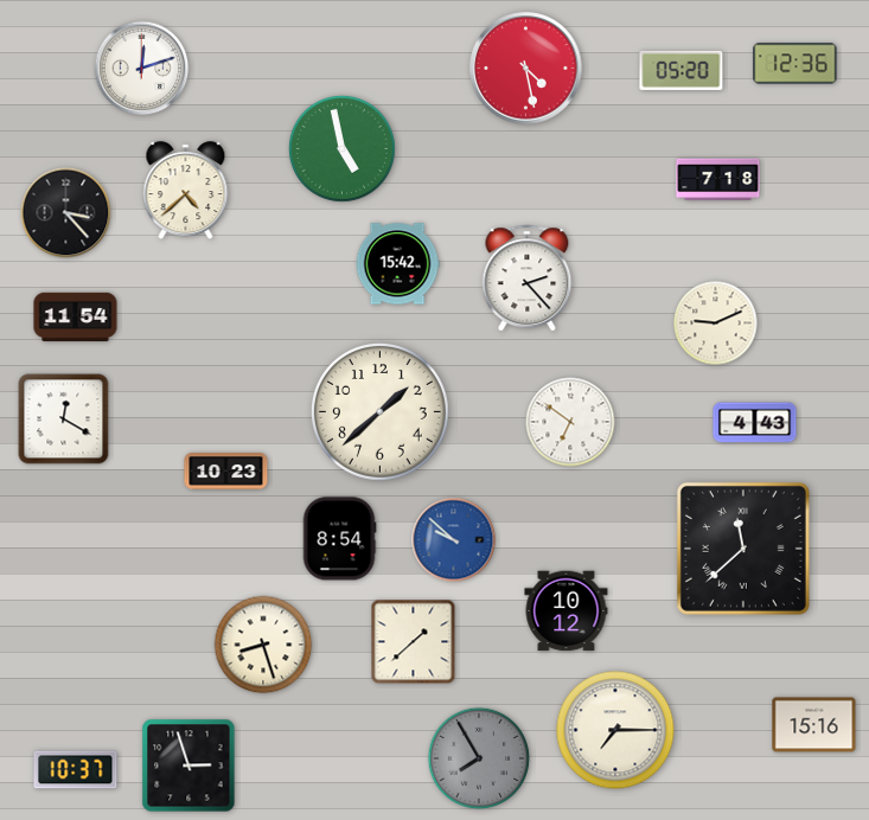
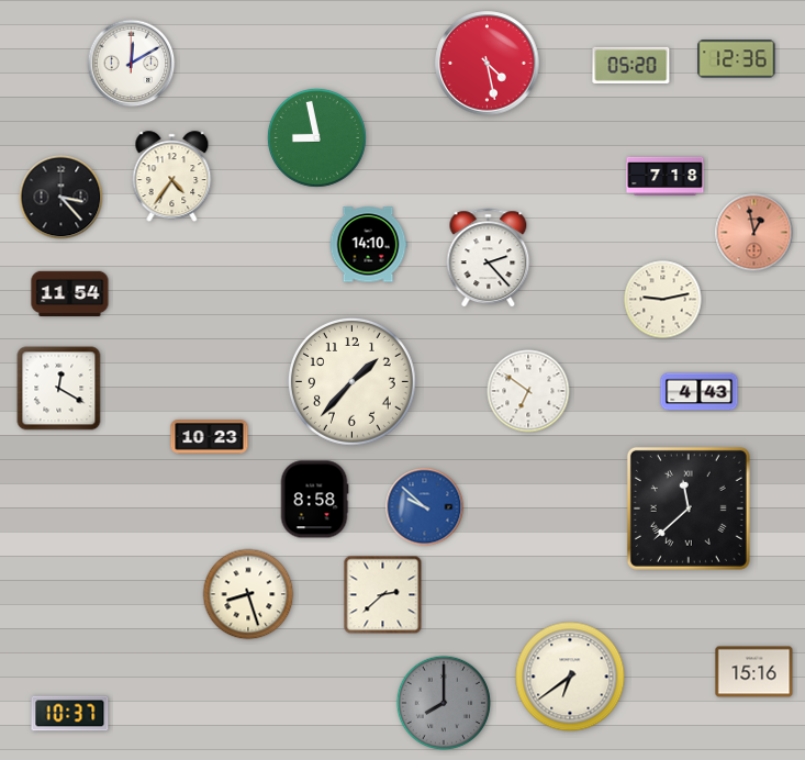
clock at (142, 69): 12:12 -> 12:10
clock at (341, 148): 4:58 -> 8:58
clock at (718, 180) position: (718, 180) -> (666, 177)
clock at (186, 191): 4:38 -> 4:36
clock at (754, 233): none -> 12:58
clock at (397, 264): 15:42 -> 14:10
clock at (716, 323): 9:11 -> 9:13
clock at (381, 412): 1:38 -> 1:37
clock at (339, 539): 8:54 -> 8:58
clock at (454, 540) position: (454, 540) -> (425, 507)
clock at (567, 611): 10:12 -> none
clock at (414, 642): 1:38 -> 2:38
clock at (263, 645) position: (263, 645) -> (248, 594)
clock at (615, 730): 7:15 -> 6:39
clock at (479, 758): 7:55 -> 8:00
clock at (189, 765): 2:57 -> none
